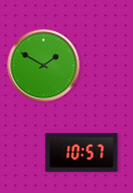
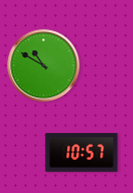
clock at (44, 66): 1:50 -> 10:50
